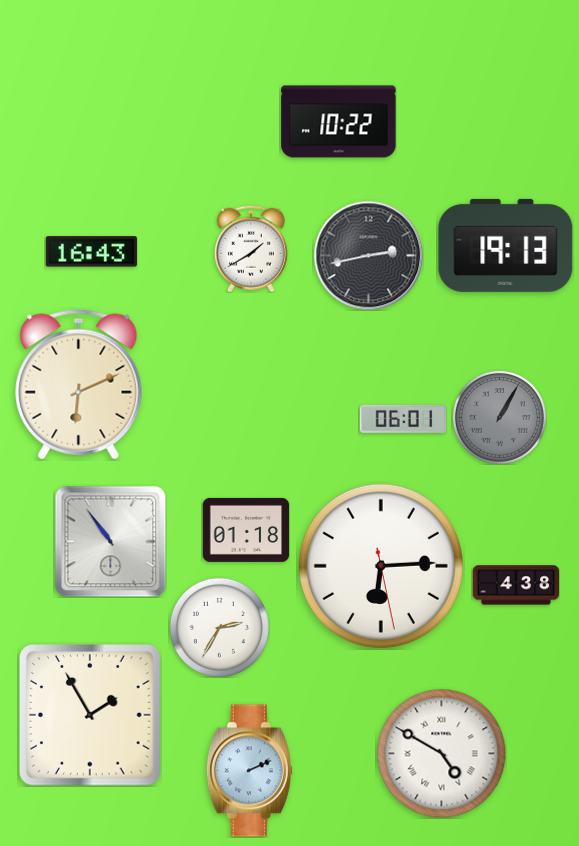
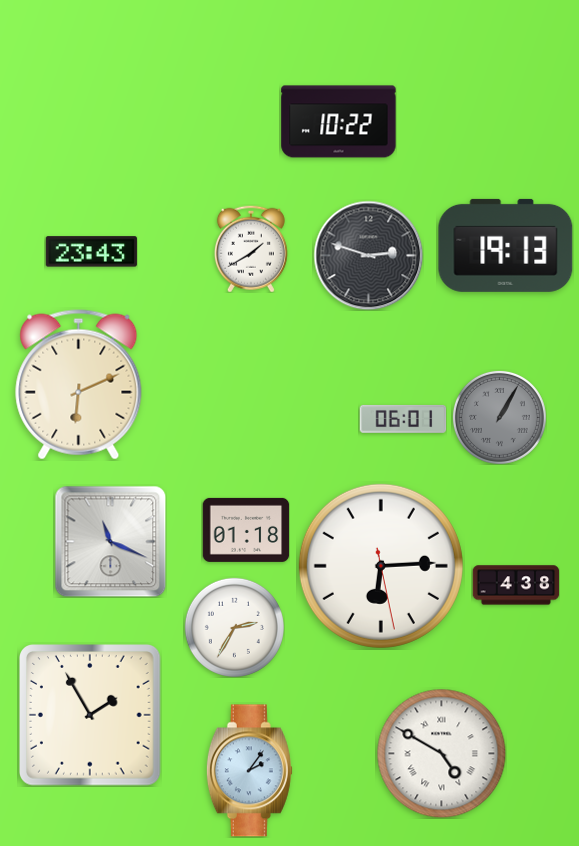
clock at (91, 252): 16:43 -> 23:43
clock at (368, 255): 2:43 -> 2:48
clock at (110, 541): 10:54 -> 11:19
clock at (219, 627) position: (219, 627) -> (234, 627)
clock at (249, 771): 2:11 -> 2:06
